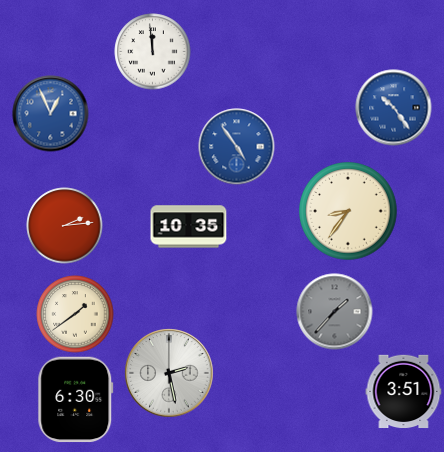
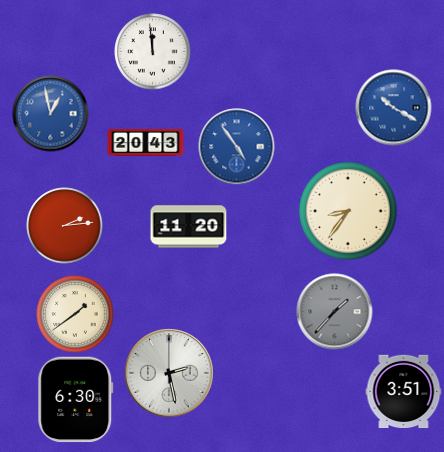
clock at (394, 108): 10:24 -> 10:20
clock at (51, 114): 12:56 -> 12:58
clock at (146, 142): none -> 20:43
clock at (189, 227): 10:35 -> 11:20
